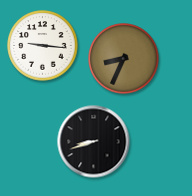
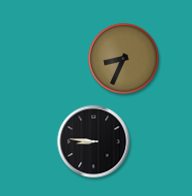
clock at (43, 46): 9:16 -> none
clock at (94, 142): 8:42 -> 8:46
